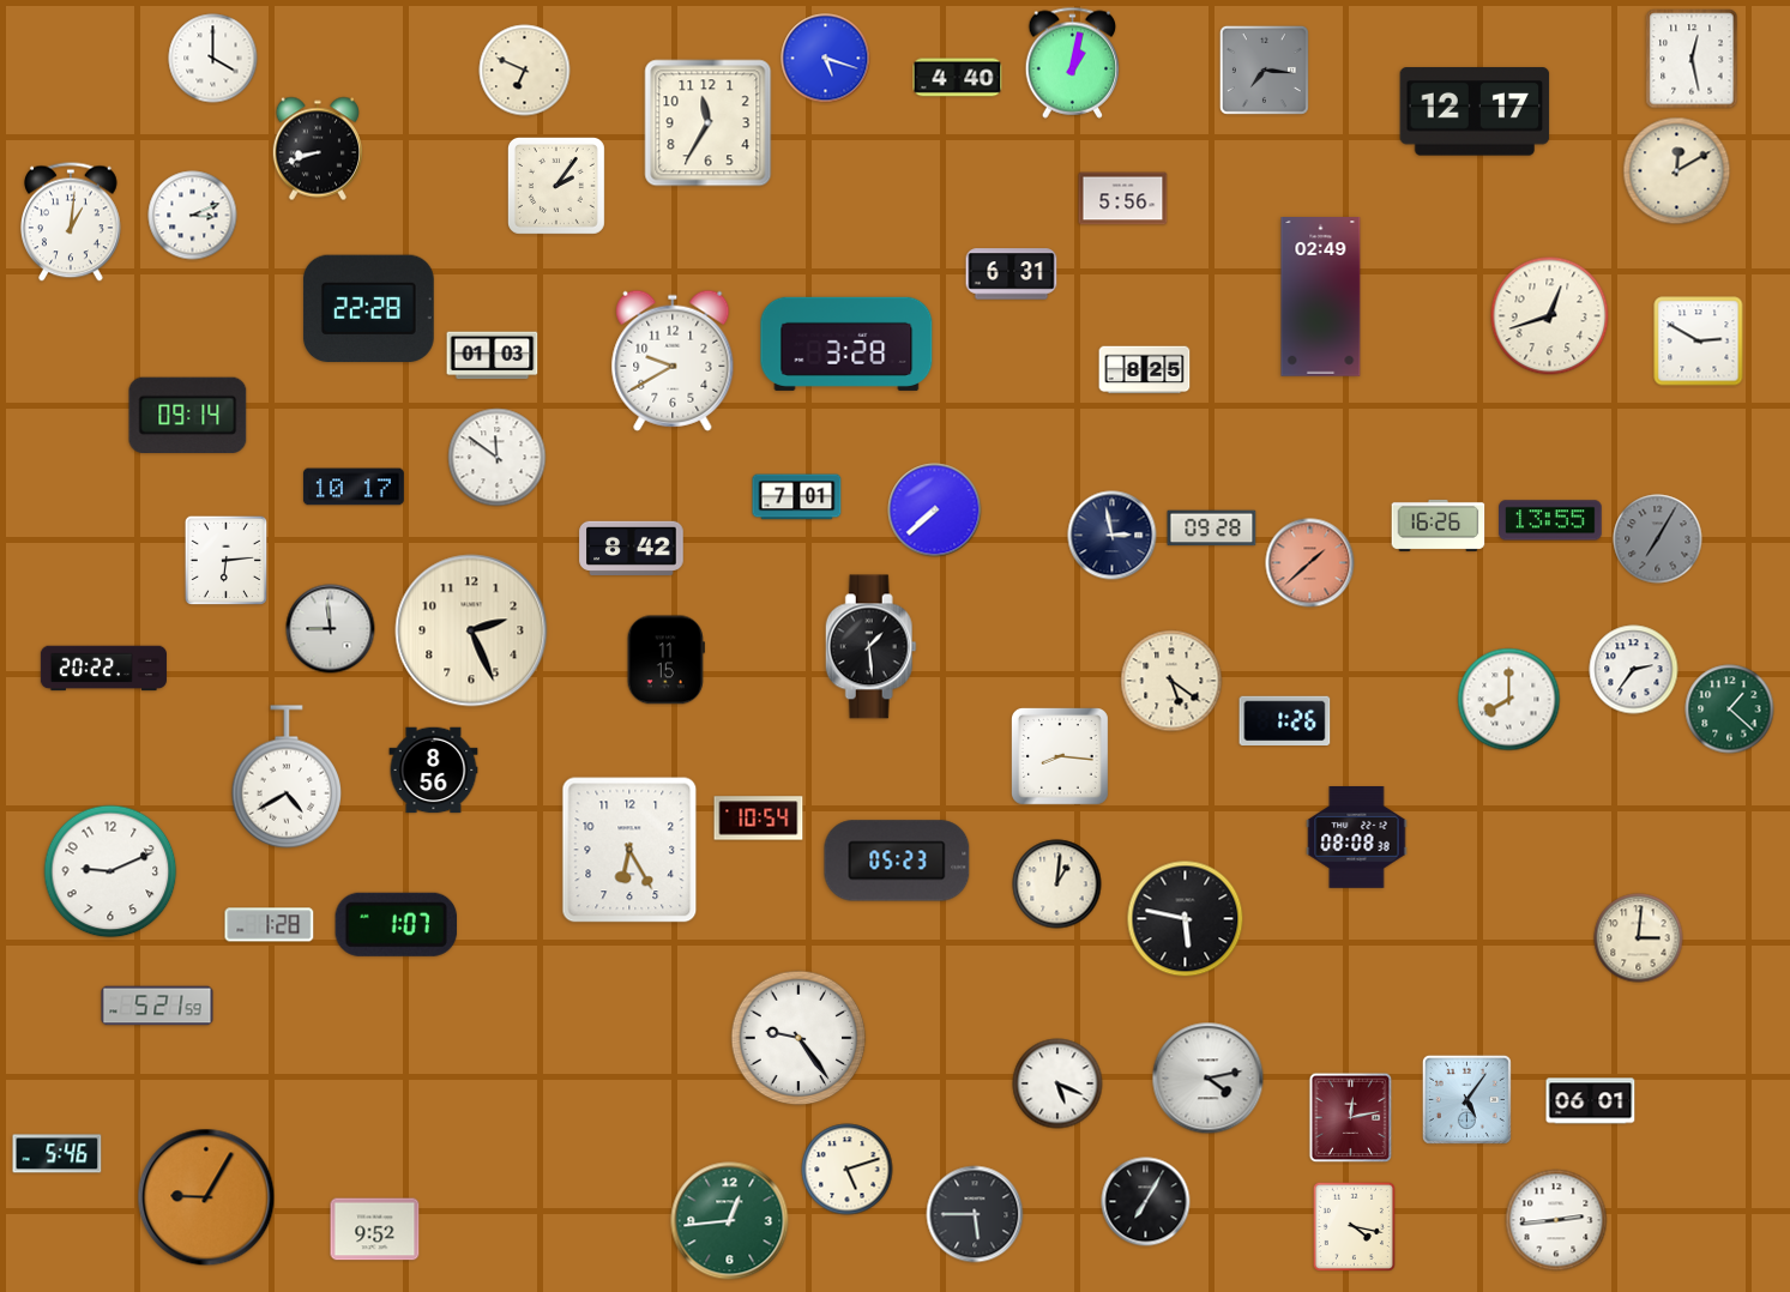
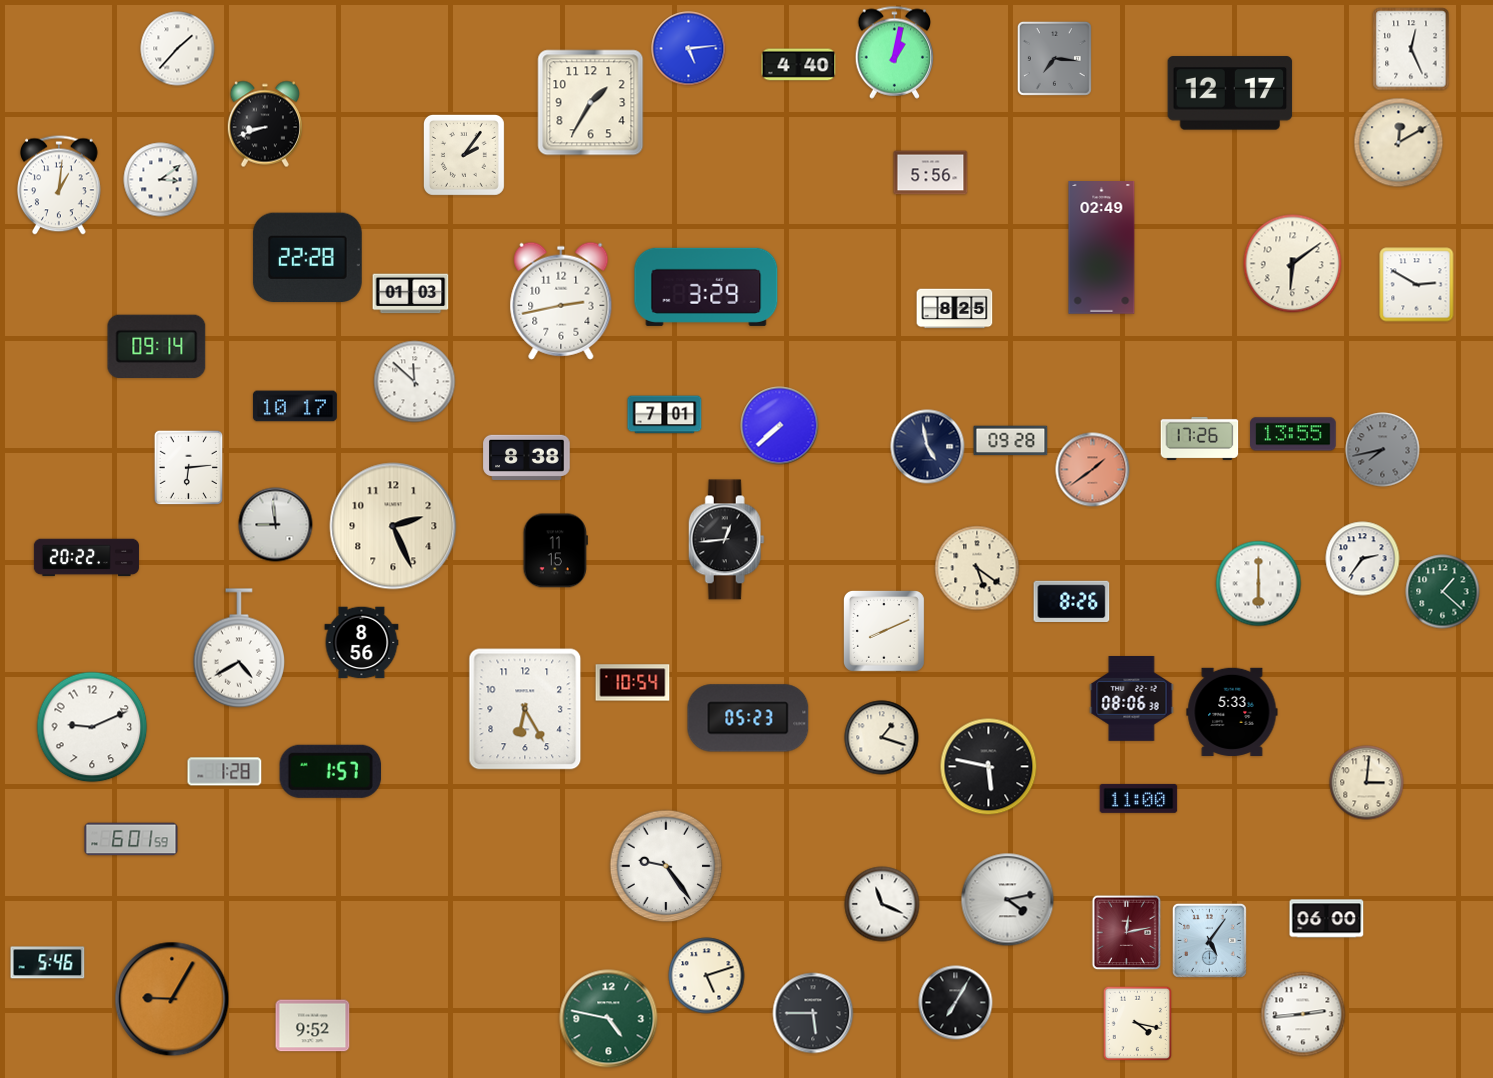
clock at (213, 59): 4:00 -> 1:37
clock at (826, 59): 5:18 -> 5:14
clock at (1692, 59): 12:28 -> 12:26
clock at (525, 71): 6:49 -> none
clock at (709, 123): 11:35 -> 1:35
clock at (1123, 199) position: (1123, 199) -> (931, 173)
clock at (193, 216): 3:11 -> 3:09
clock at (1012, 274): 6:31 -> none
clock at (1550, 316): 12:42 -> 6:09
clock at (846, 344): 3:28 -> 3:29
clock at (493, 356) position: (493, 356) -> (411, 294)
clock at (673, 361): 9:40 -> 2:43
clock at (498, 458): 11:51 -> 11:52
clock at (1439, 525): 16:26 -> 17:26
clock at (1113, 536): 2:58 -> 4:58
clock at (1658, 539): 7:05 -> 7:43
clock at (632, 548): 8:42 -> 8:38
clock at (1310, 563): 1:38 -> 1:39
clock at (870, 647): 1:29 -> 12:44
clock at (1509, 700): 8:00 -> 6:00
clock at (1285, 720): 1:26 -> 8:26
clock at (1060, 756): 8:16 -> 8:11
clock at (1357, 838): 08:08 -> 08:06
clock at (1232, 712): none -> 5:33
clock at (1057, 885): 1:01 -> 1:18
clock at (396, 924): 1:07 -> 1:57
clock at (1139, 798): none -> 11:00
clock at (157, 1006): 5:21 -> 6:01
clock at (1057, 1083): 5:19 -> 11:19
clock at (1466, 1099) position: (1466, 1099) -> (1209, 940)
clock at (1591, 1101): 06:01 -> 06:00
clock at (1556, 1220) position: (1556, 1220) -> (1303, 1014)
clock at (730, 1221): 12:44 -> 4:47
clock at (1354, 1226) position: (1354, 1226) -> (1137, 1023)
